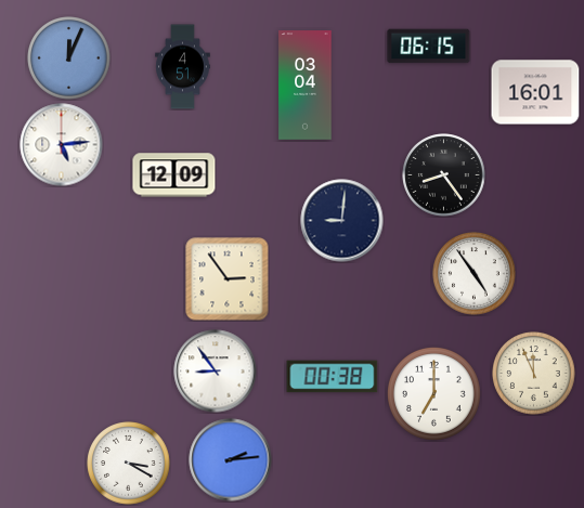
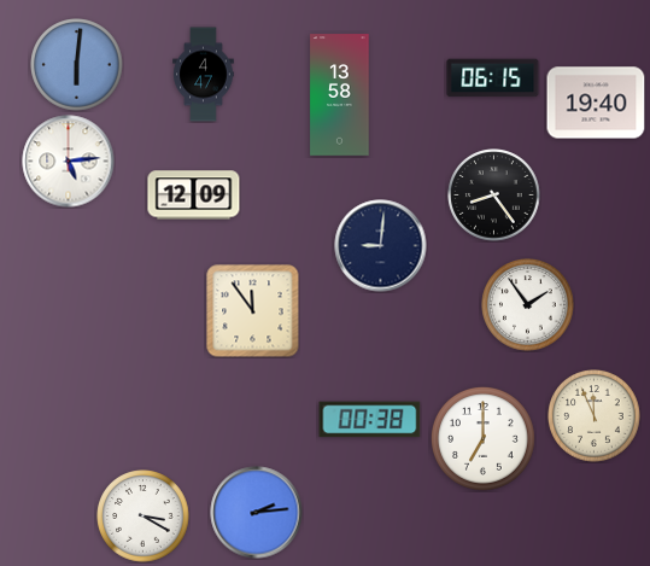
clock at (429, 47) position: (429, 47) -> (493, 78)
clock at (69, 58): 12:04 -> 6:01
clock at (183, 67): 4:51 -> 4:47
clock at (306, 86): 03:04 -> 13:58
clock at (535, 92): 16:01 -> 19:40
clock at (475, 274): 4:54 -> 1:54
clock at (228, 279): 2:54 -> 11:54
clock at (216, 372): 8:54 -> none
